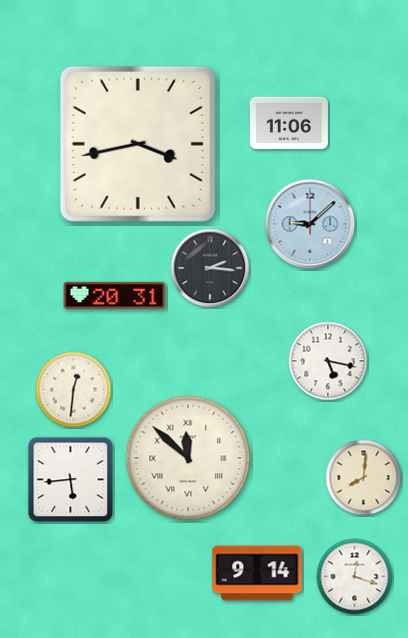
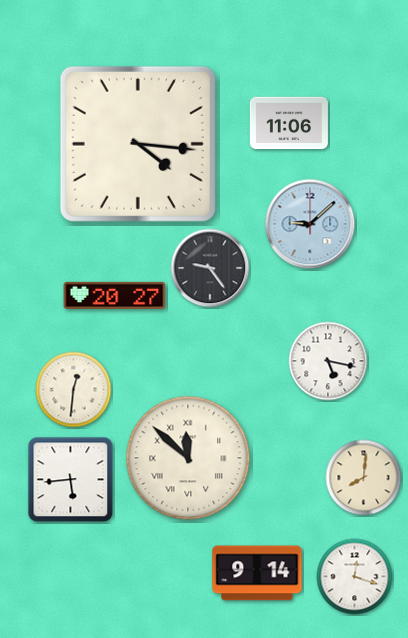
clock at (138, 144): 3:43 -> 4:16
clock at (210, 268): 2:16 -> 9:24
clock at (115, 295): 20:31 -> 20:27
